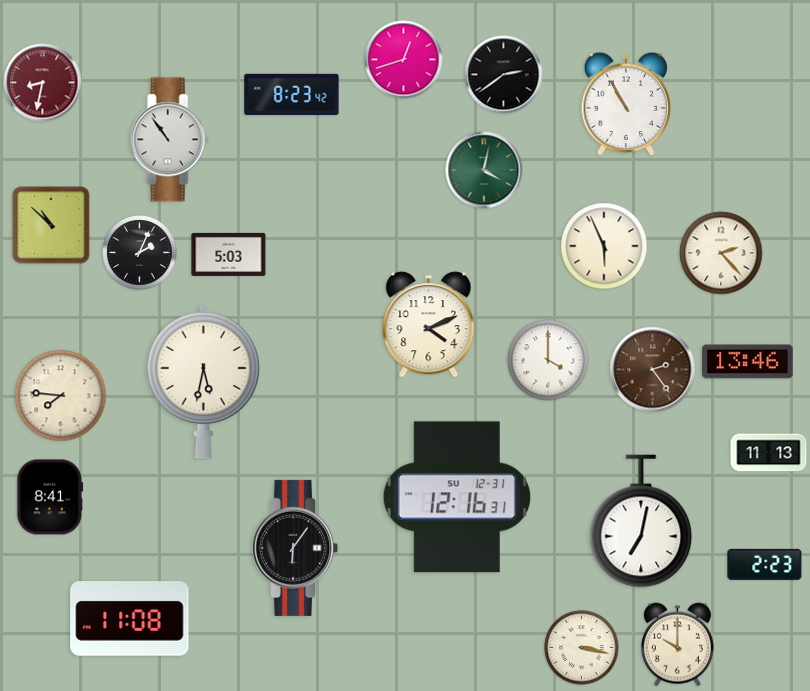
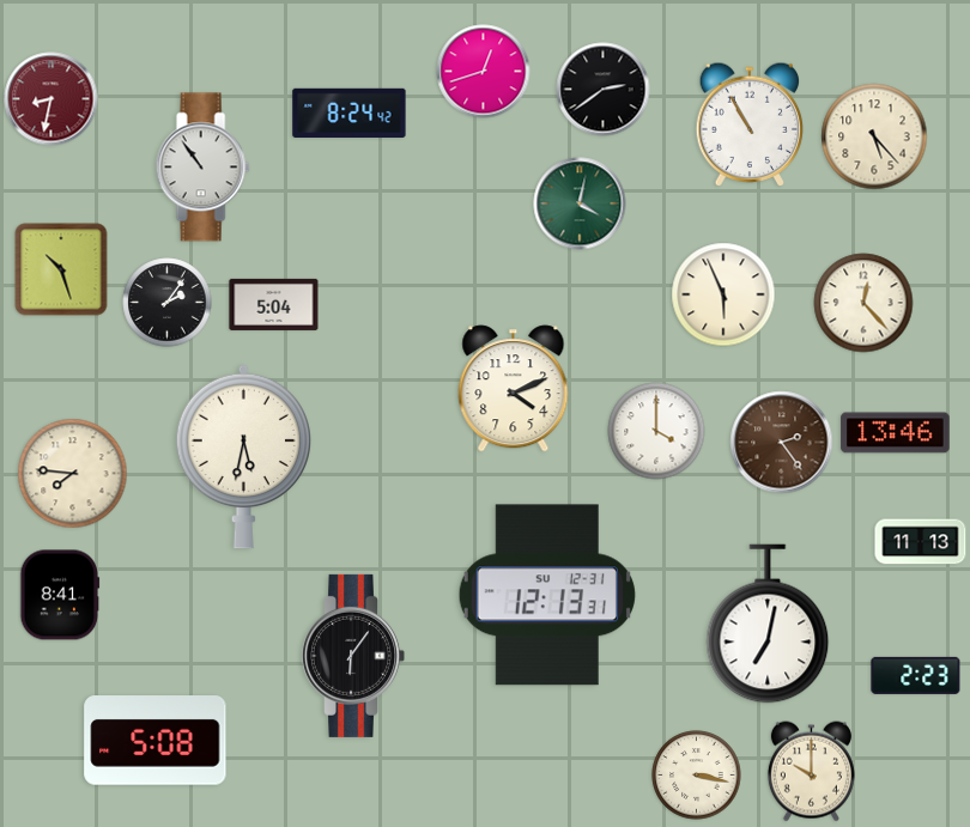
clock at (292, 94): 8:23 -> 8:24
clock at (874, 136): none -> 5:23
clock at (51, 225): 10:52 -> 10:27
clock at (140, 253): 2:04 -> 2:06
clock at (721, 253): 2:23 -> 12:23
clock at (229, 254): 5:03 -> 5:04
clock at (457, 497): 12:16 -> 12:13
clock at (130, 619): 11:08 -> 5:08
